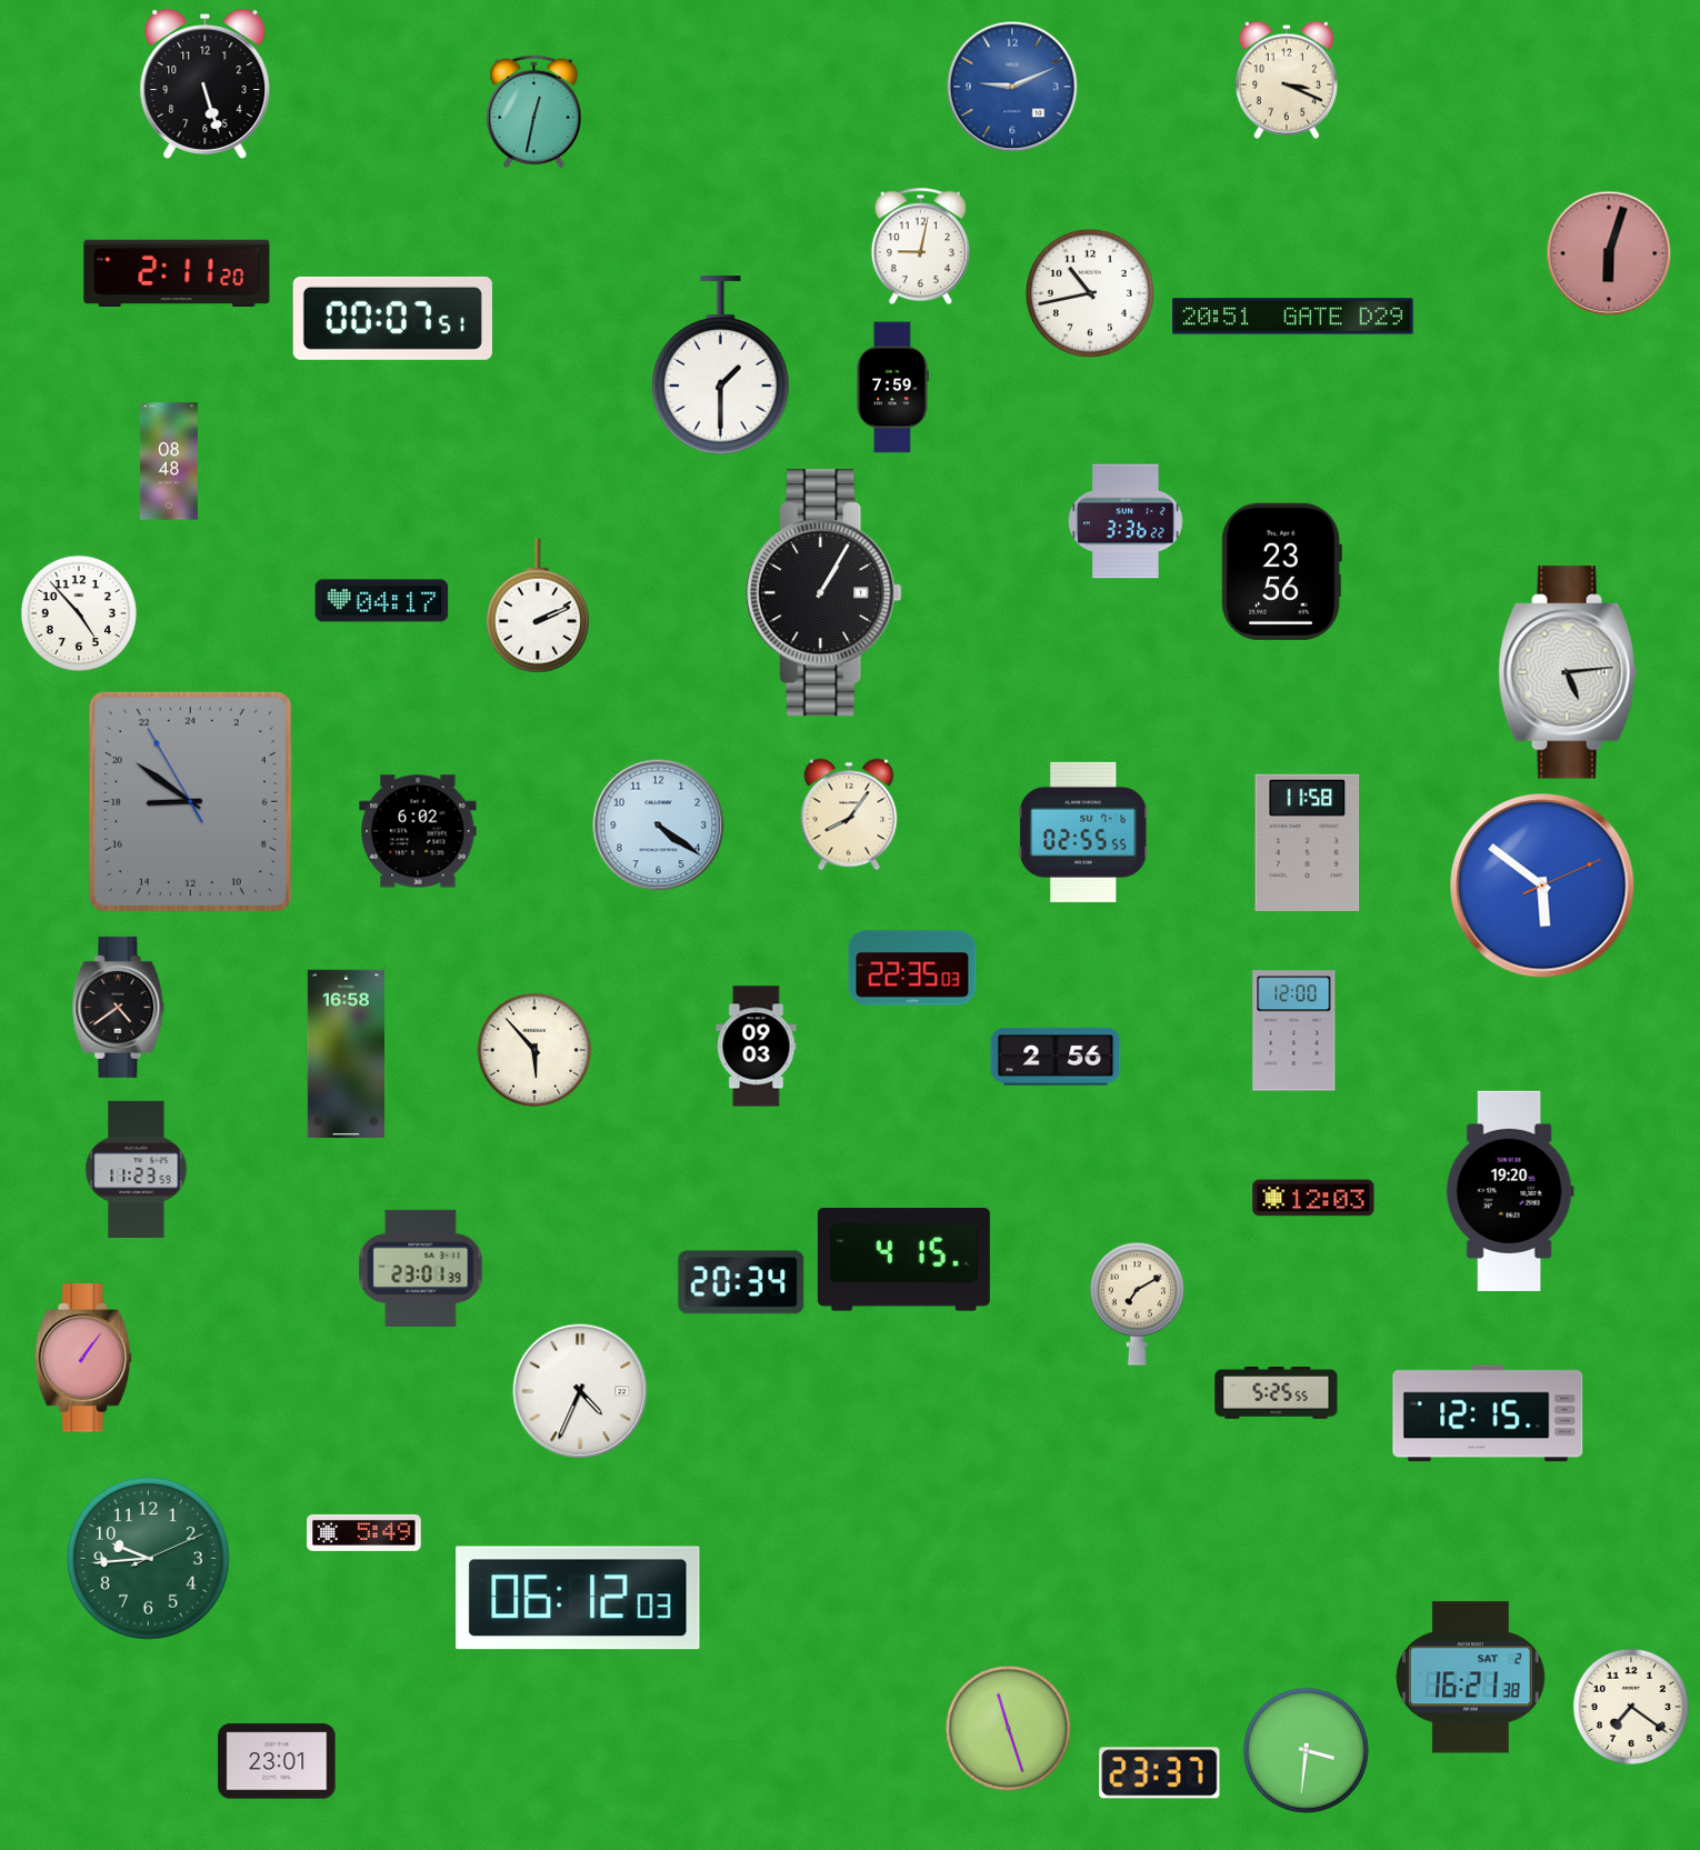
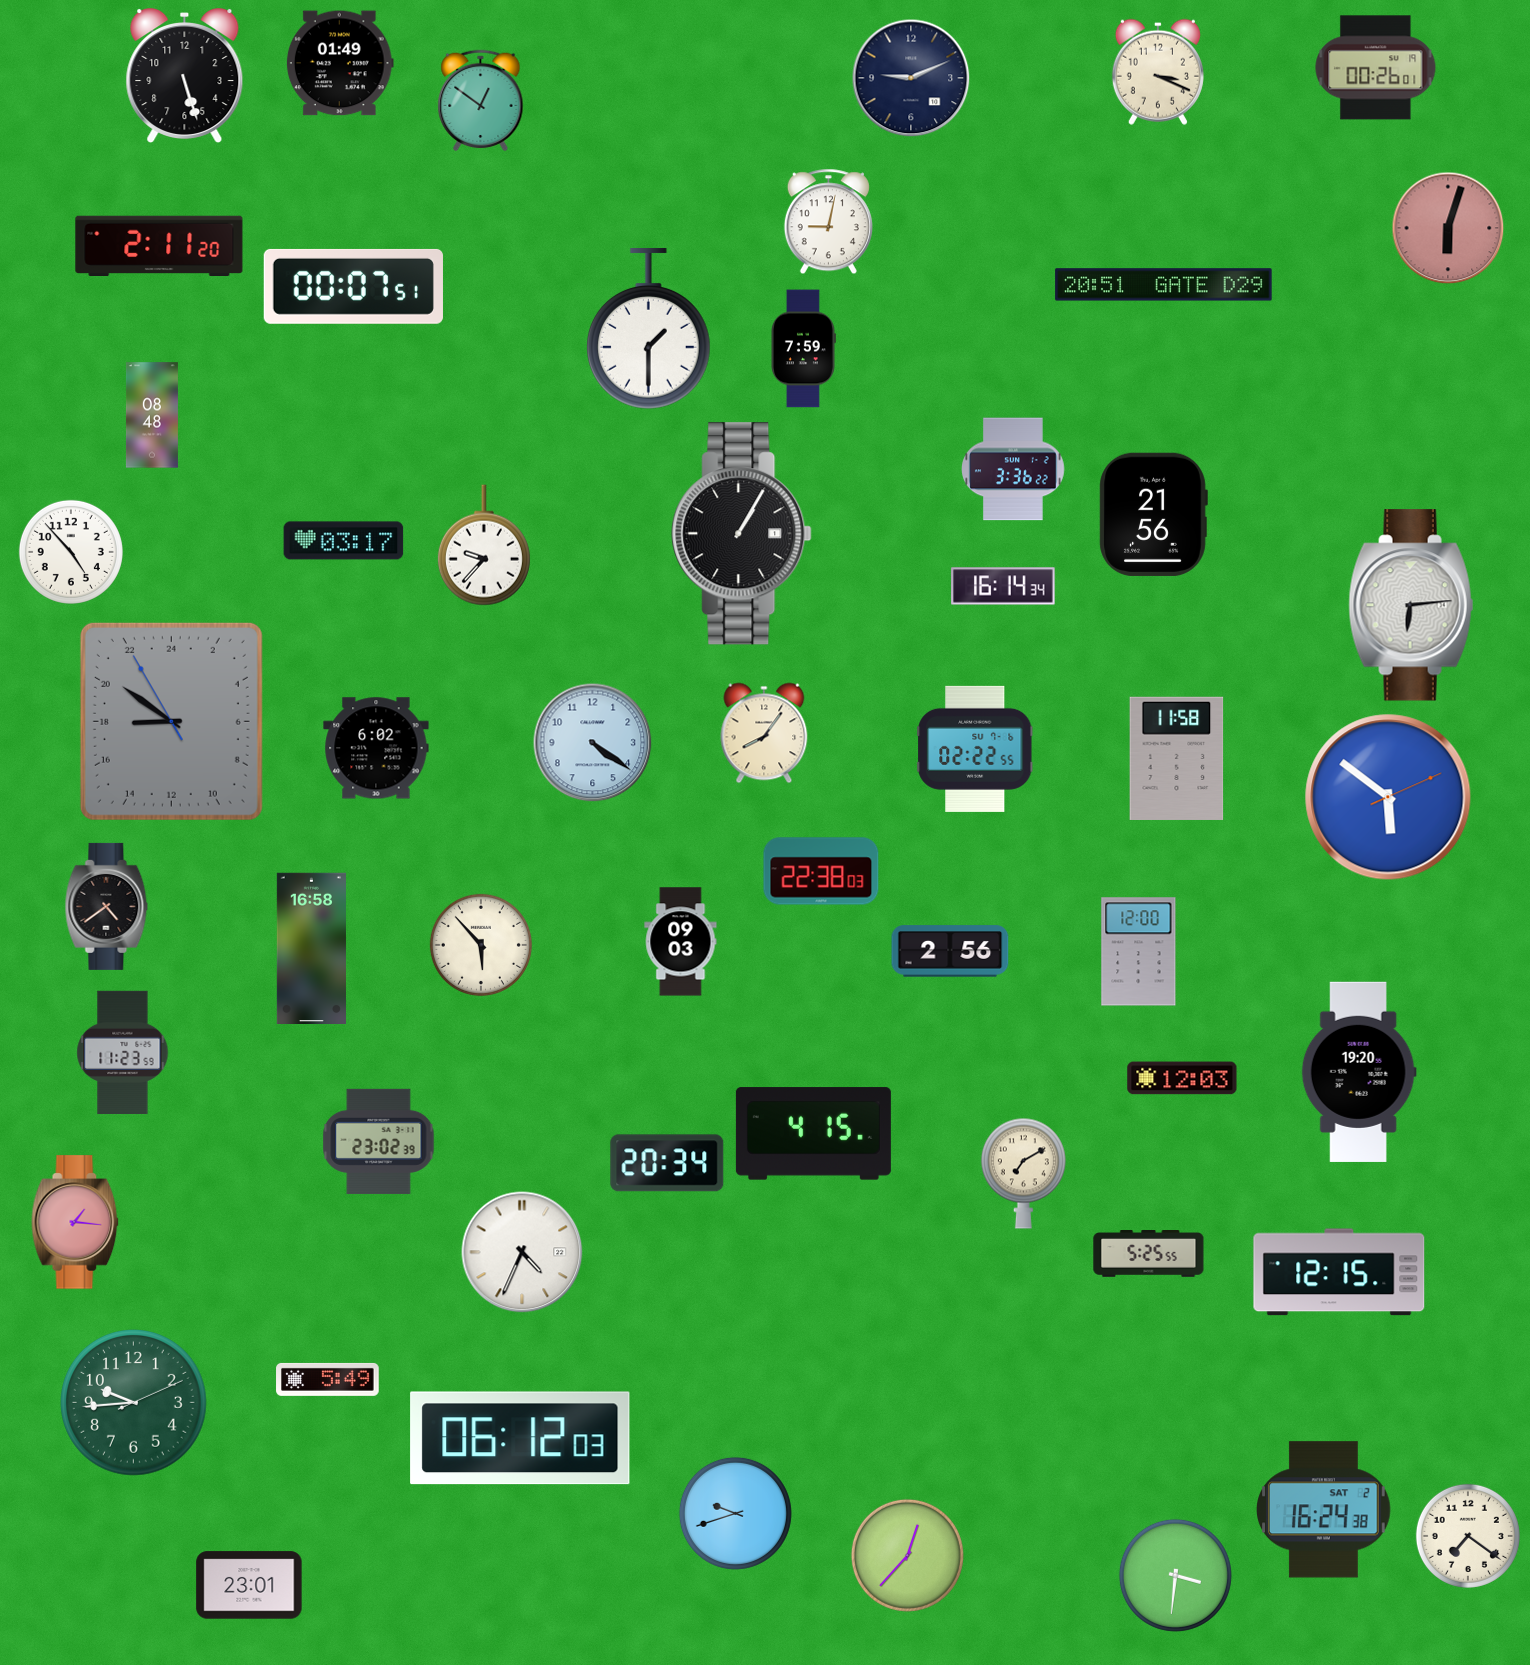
clock at (340, 63): none -> 01:49
clock at (1376, 68): none -> 00:26
clock at (1012, 87) dial: blue -> navy
clock at (534, 112): 12:32 -> 12:51
clock at (1090, 293): 10:43 -> none
clock at (1281, 571): 23:56 -> 21:56
clock at (382, 601): 04:17 -> 03:17
clock at (538, 606): 2:11 -> 9:37
clock at (1003, 586): none -> 16:14
clock at (1568, 672): 5:14 -> 6:14
clock at (1083, 832): 02:55 -> 02:22
clock at (912, 968): 22:35 -> 22:38
clock at (1294, 1031) position: (1294, 1031) -> (1139, 952)
clock at (421, 1268): 23:01 -> 23:02
clock at (741, 1282) position: (741, 1282) -> (667, 1163)
clock at (83, 1358): 1:06 -> 1:16
clock at (1471, 1678): 16:21 -> 16:24
clock at (735, 1513): none -> 9:42
clock at (1008, 1728): 11:27 -> 12:37
clock at (1160, 1773): 23:37 -> none
